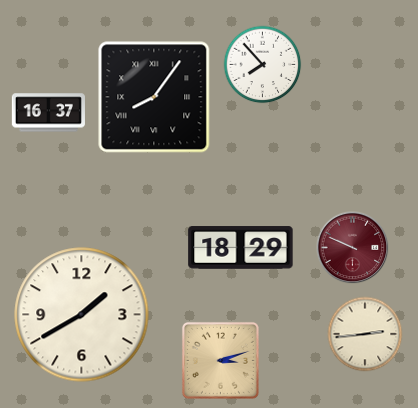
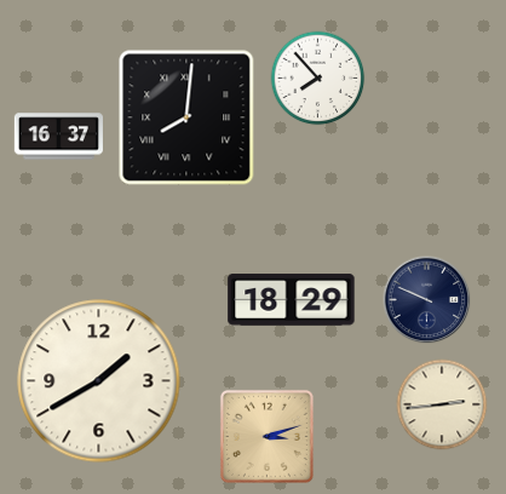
clock at (154, 97): 8:06 -> 8:01
clock at (353, 248) dial: burgundy -> navy
